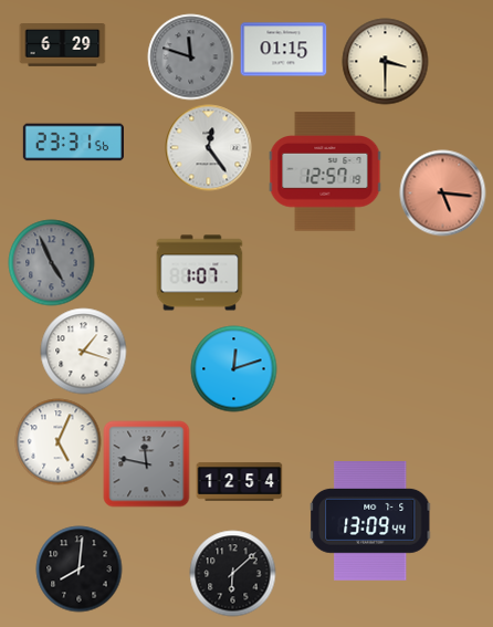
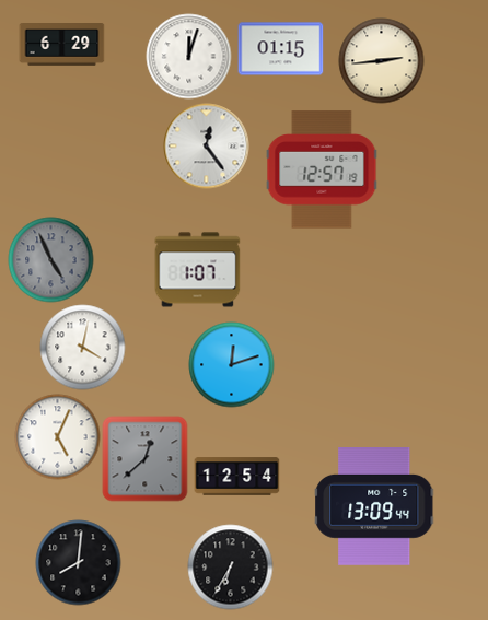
clock at (190, 56): 11:48 -> 12:03
clock at (190, 56) dial: grey -> white
clock at (385, 61): 3:30 -> 2:44
clock at (73, 143): 23:31 -> none
clock at (442, 192): 5:16 -> none
clock at (83, 351): 1:18 -> 4:02
clock at (146, 463): 11:47 -> 12:38
clock at (370, 522) position: (370, 522) -> (374, 507)
clock at (232, 573): 6:08 -> 6:35
